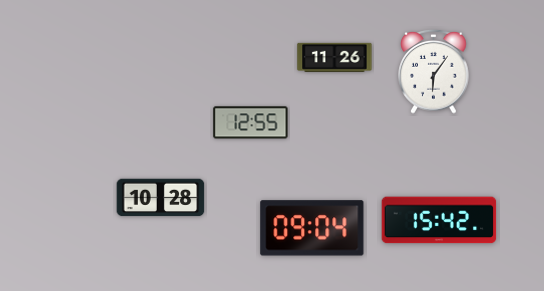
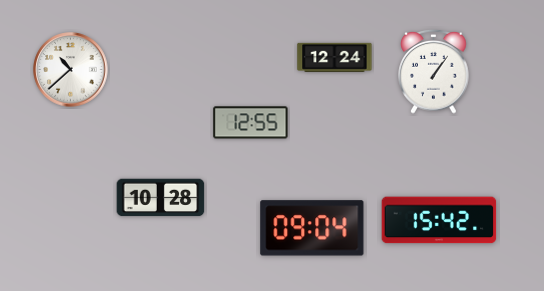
clock at (335, 57): 11:26 -> 12:24
clock at (71, 70): none -> 10:38
clock at (434, 71): 6:06 -> 1:06
